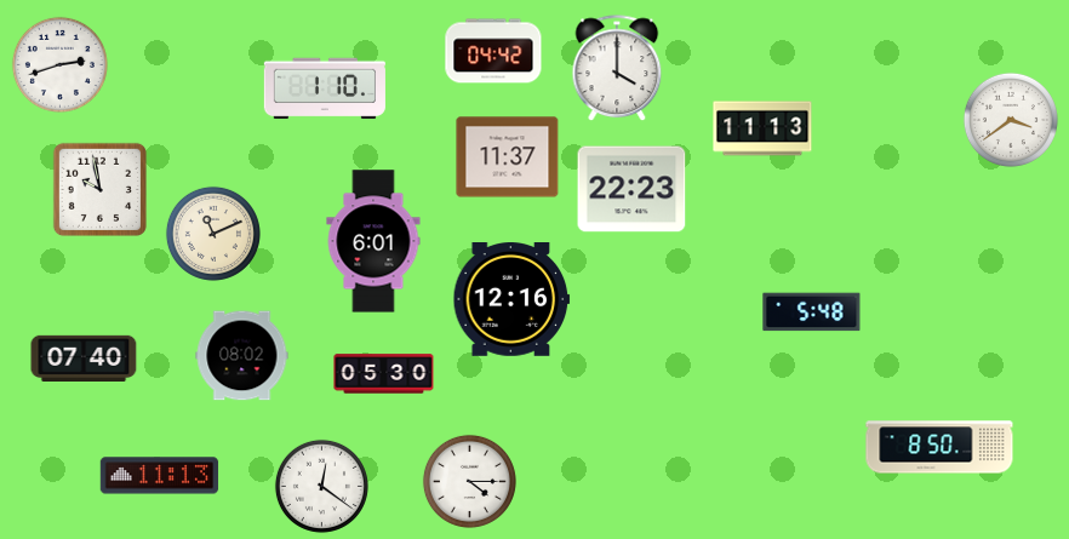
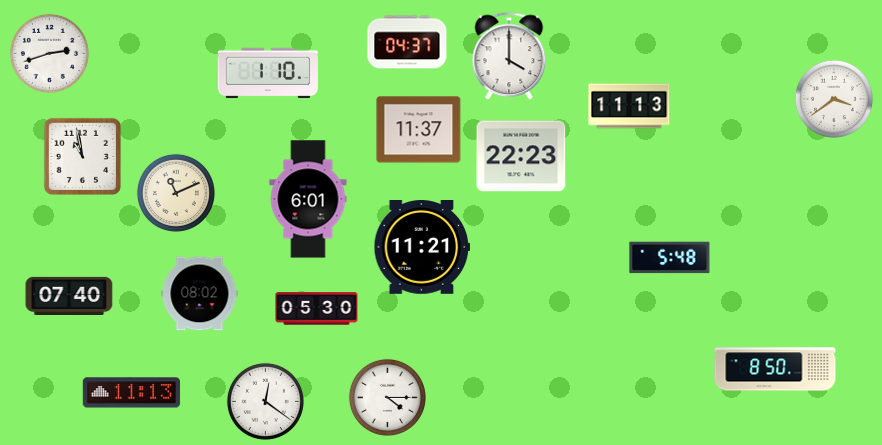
clock at (493, 51): 04:42 -> 04:37
clock at (99, 189): 9:58 -> 10:58
clock at (511, 300): 12:16 -> 11:21
